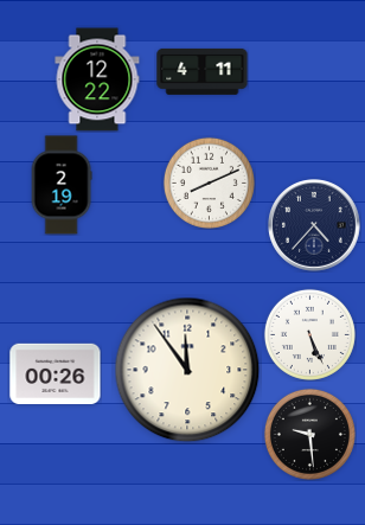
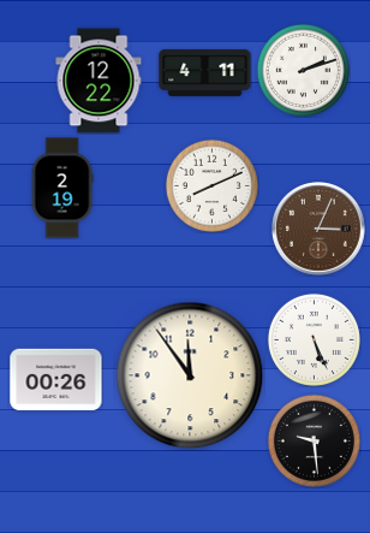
clock at (303, 70): none -> 2:12
clock at (314, 225): 4:37 -> 3:04
clock at (314, 225) dial: navy -> brown
